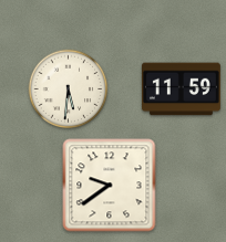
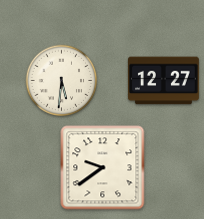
clock at (181, 90): 11:59 -> 12:27
clock at (110, 186) position: (110, 186) -> (103, 168)
